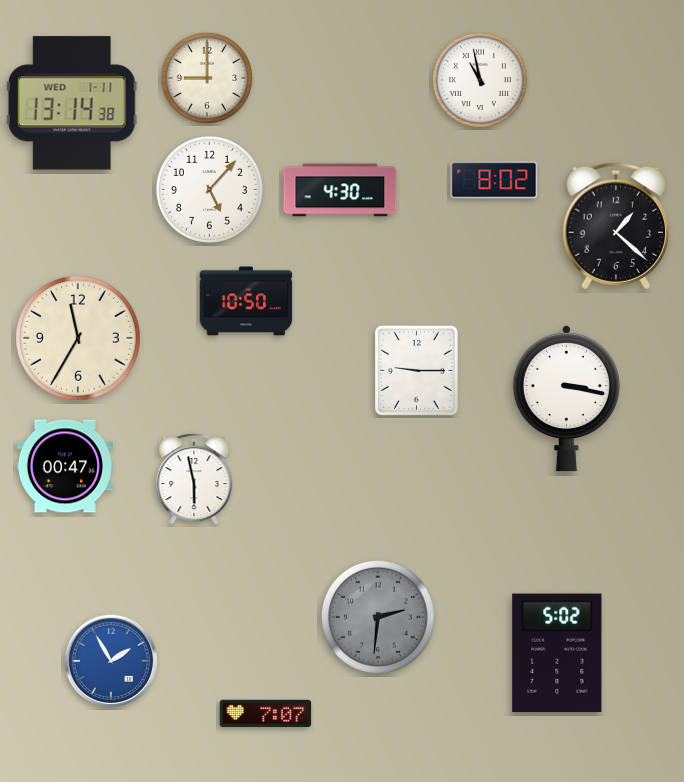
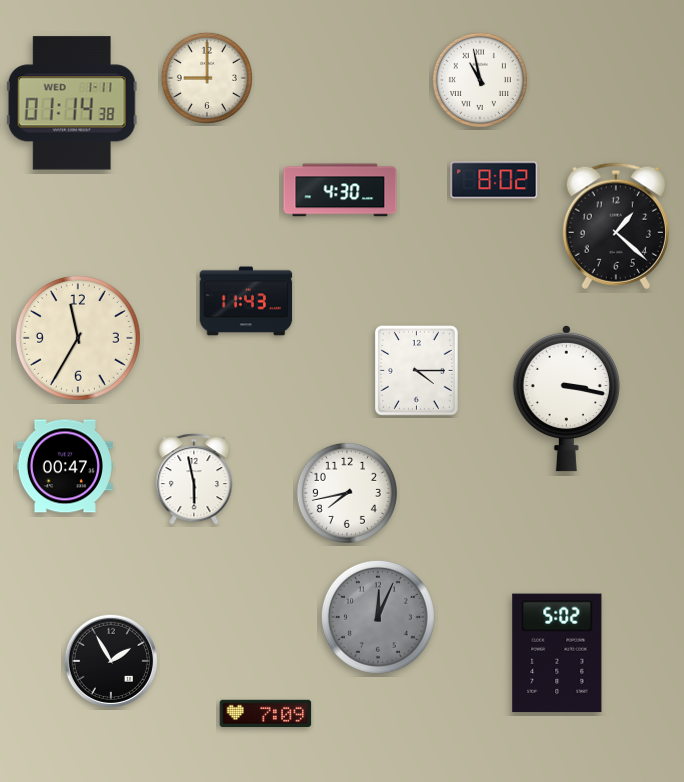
clock at (72, 103): 13:14 -> 01:14
clock at (209, 189): 5:07 -> none
clock at (246, 301): 10:50 -> 11:43
clock at (417, 371): 9:15 -> 4:15
clock at (347, 493): none -> 7:43
clock at (378, 617): 2:31 -> 12:04
clock at (110, 660) dial: blue -> black
clock at (266, 713): 7:07 -> 7:09
